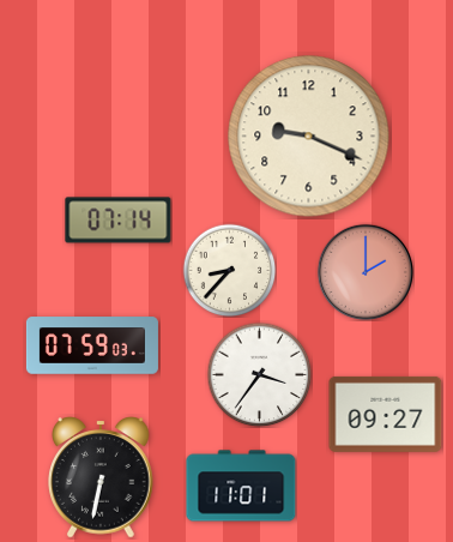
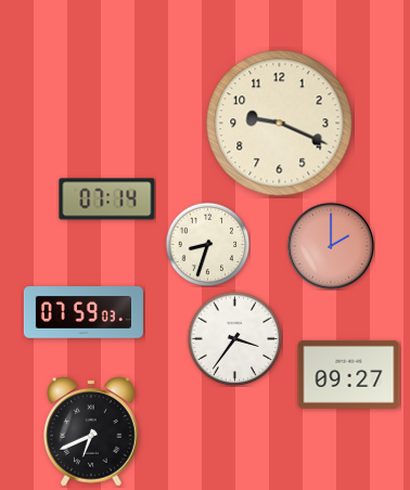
clock at (229, 270): 8:37 -> 8:33
clock at (101, 477): 6:32 -> 6:41
clock at (241, 486): 11:01 -> none
